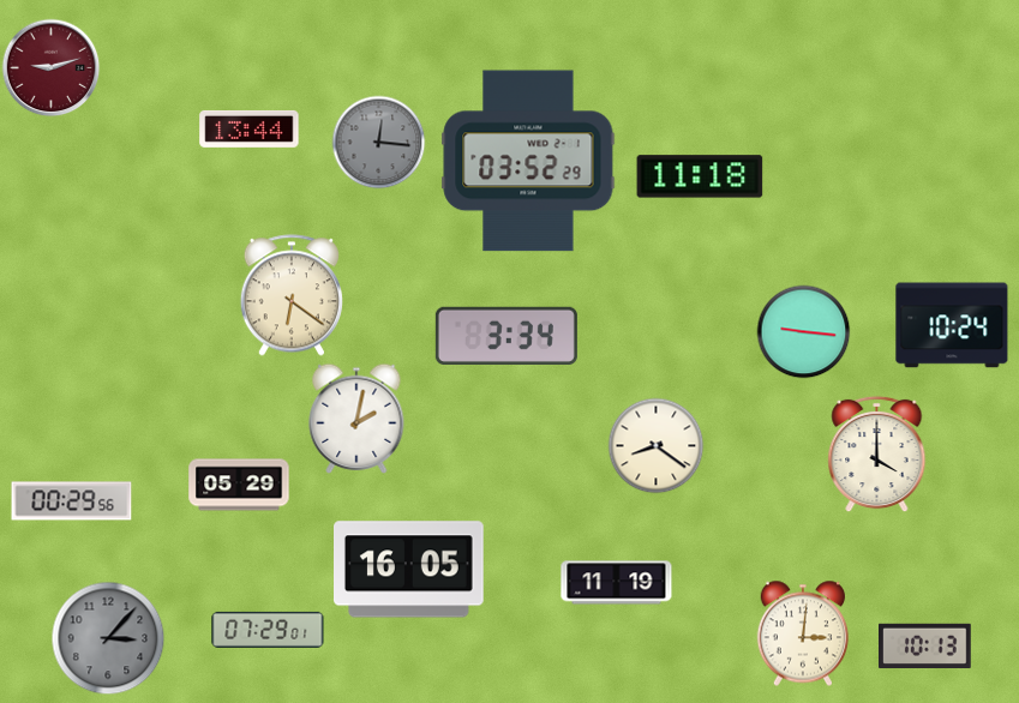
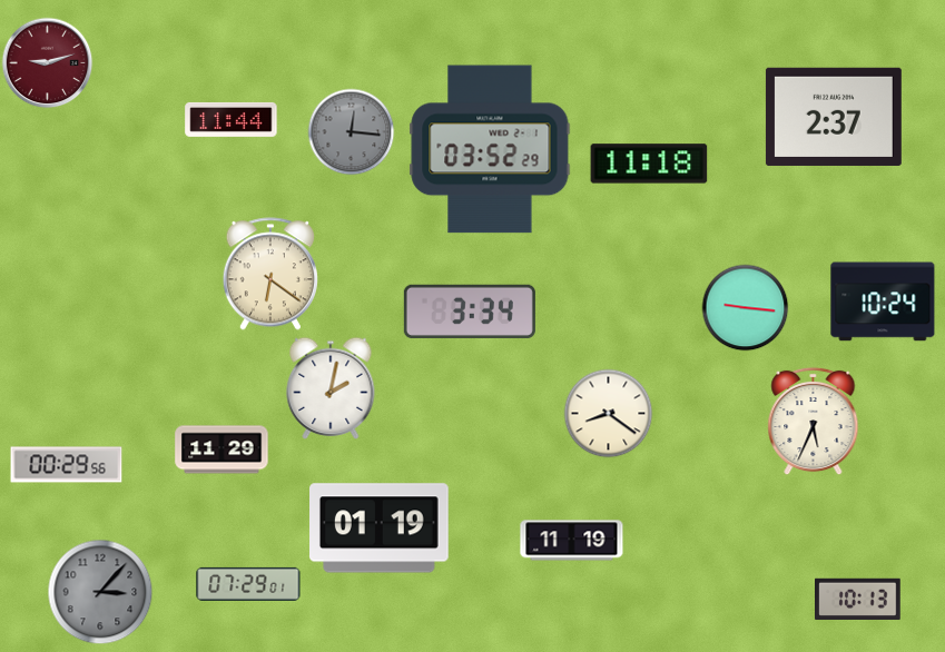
clock at (834, 117): none -> 2:37
clock at (250, 128): 13:44 -> 11:44
clock at (877, 453): 4:00 -> 5:34
clock at (239, 485): 05:29 -> 11:29
clock at (409, 570): 16:05 -> 01:19
clock at (802, 633): 3:01 -> none
